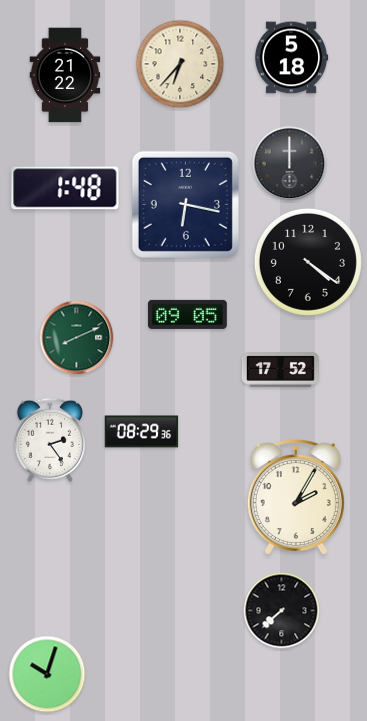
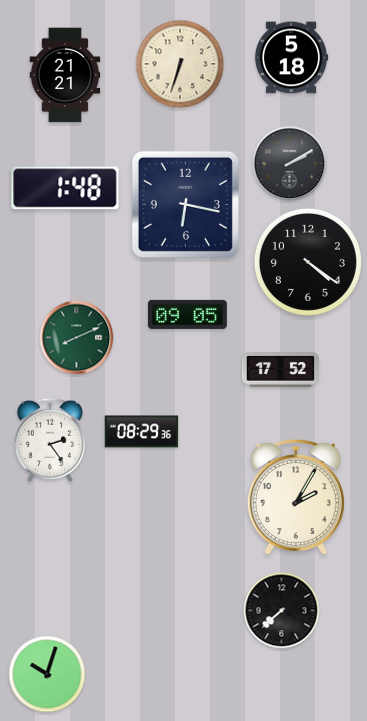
clock at (180, 64): 6:37 -> 6:33
clock at (65, 75): 21:22 -> 21:21
clock at (290, 164): 12:00 -> 2:10
